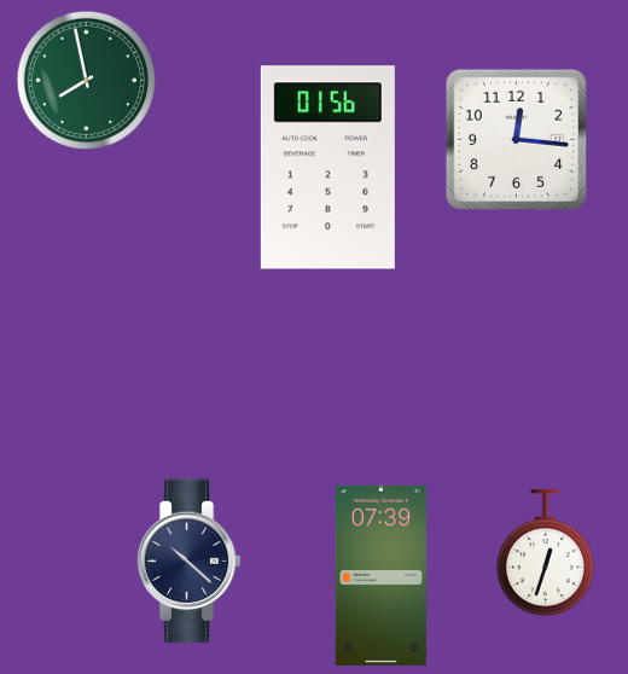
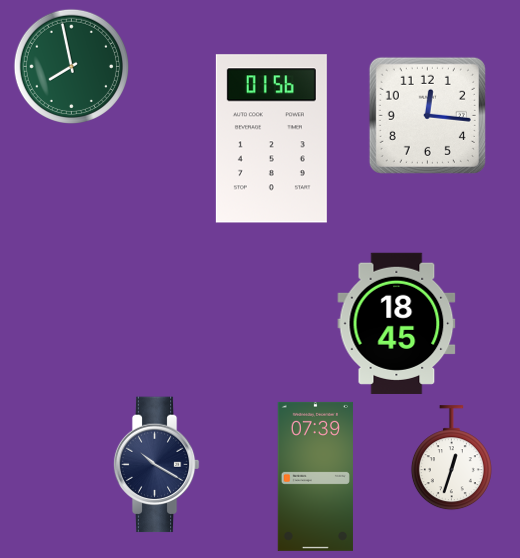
clock at (397, 323): none -> 18:45
clock at (188, 562): 10:22 -> 10:20
